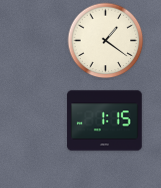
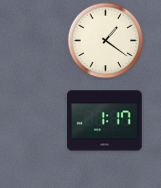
clock at (105, 121): 1:15 -> 1:17
